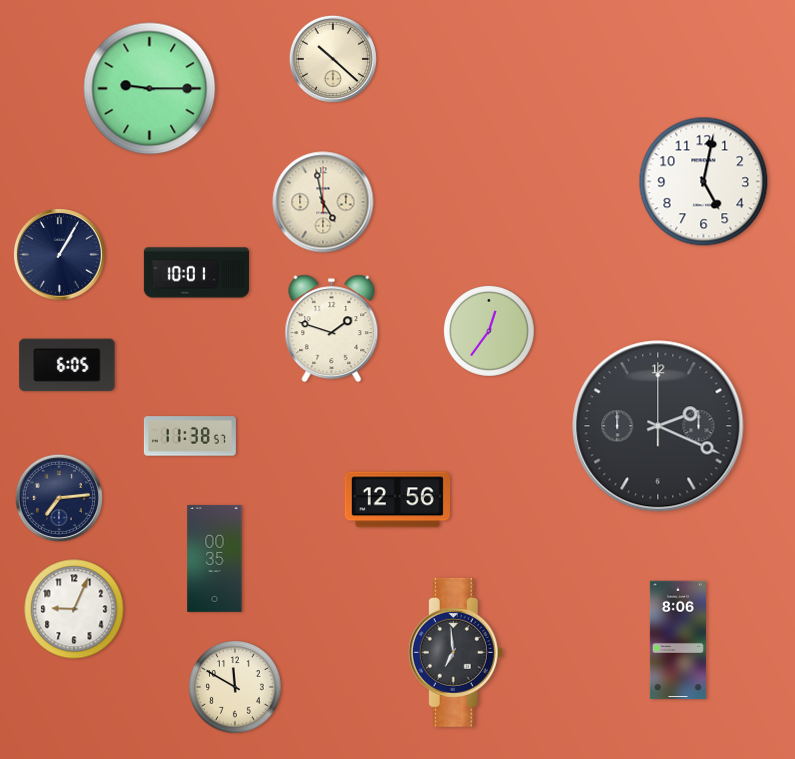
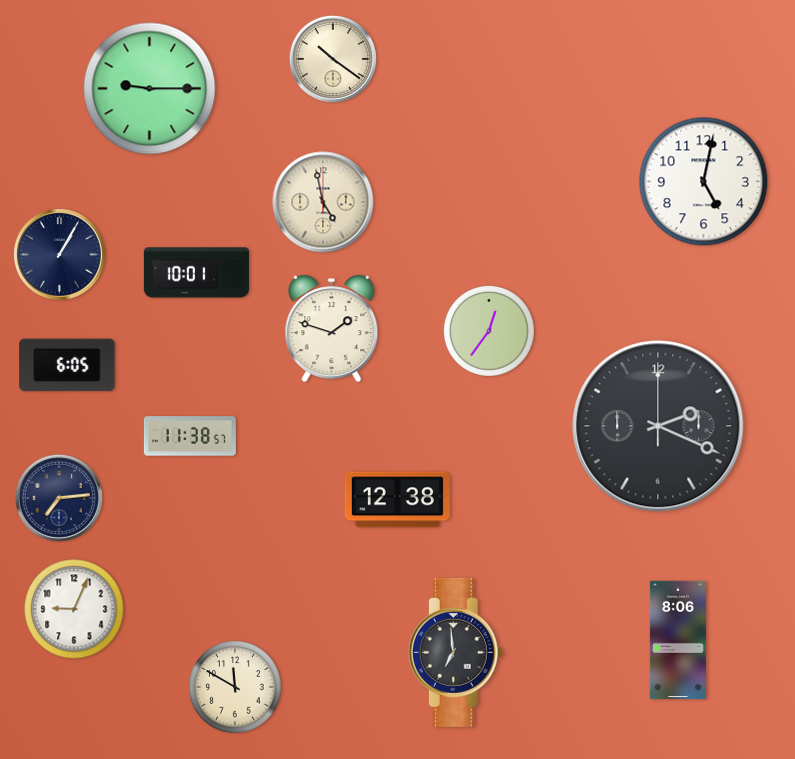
clock at (333, 59): 10:22 -> 10:21
clock at (397, 500): 12:56 -> 12:38
clock at (215, 558): 00:35 -> none
